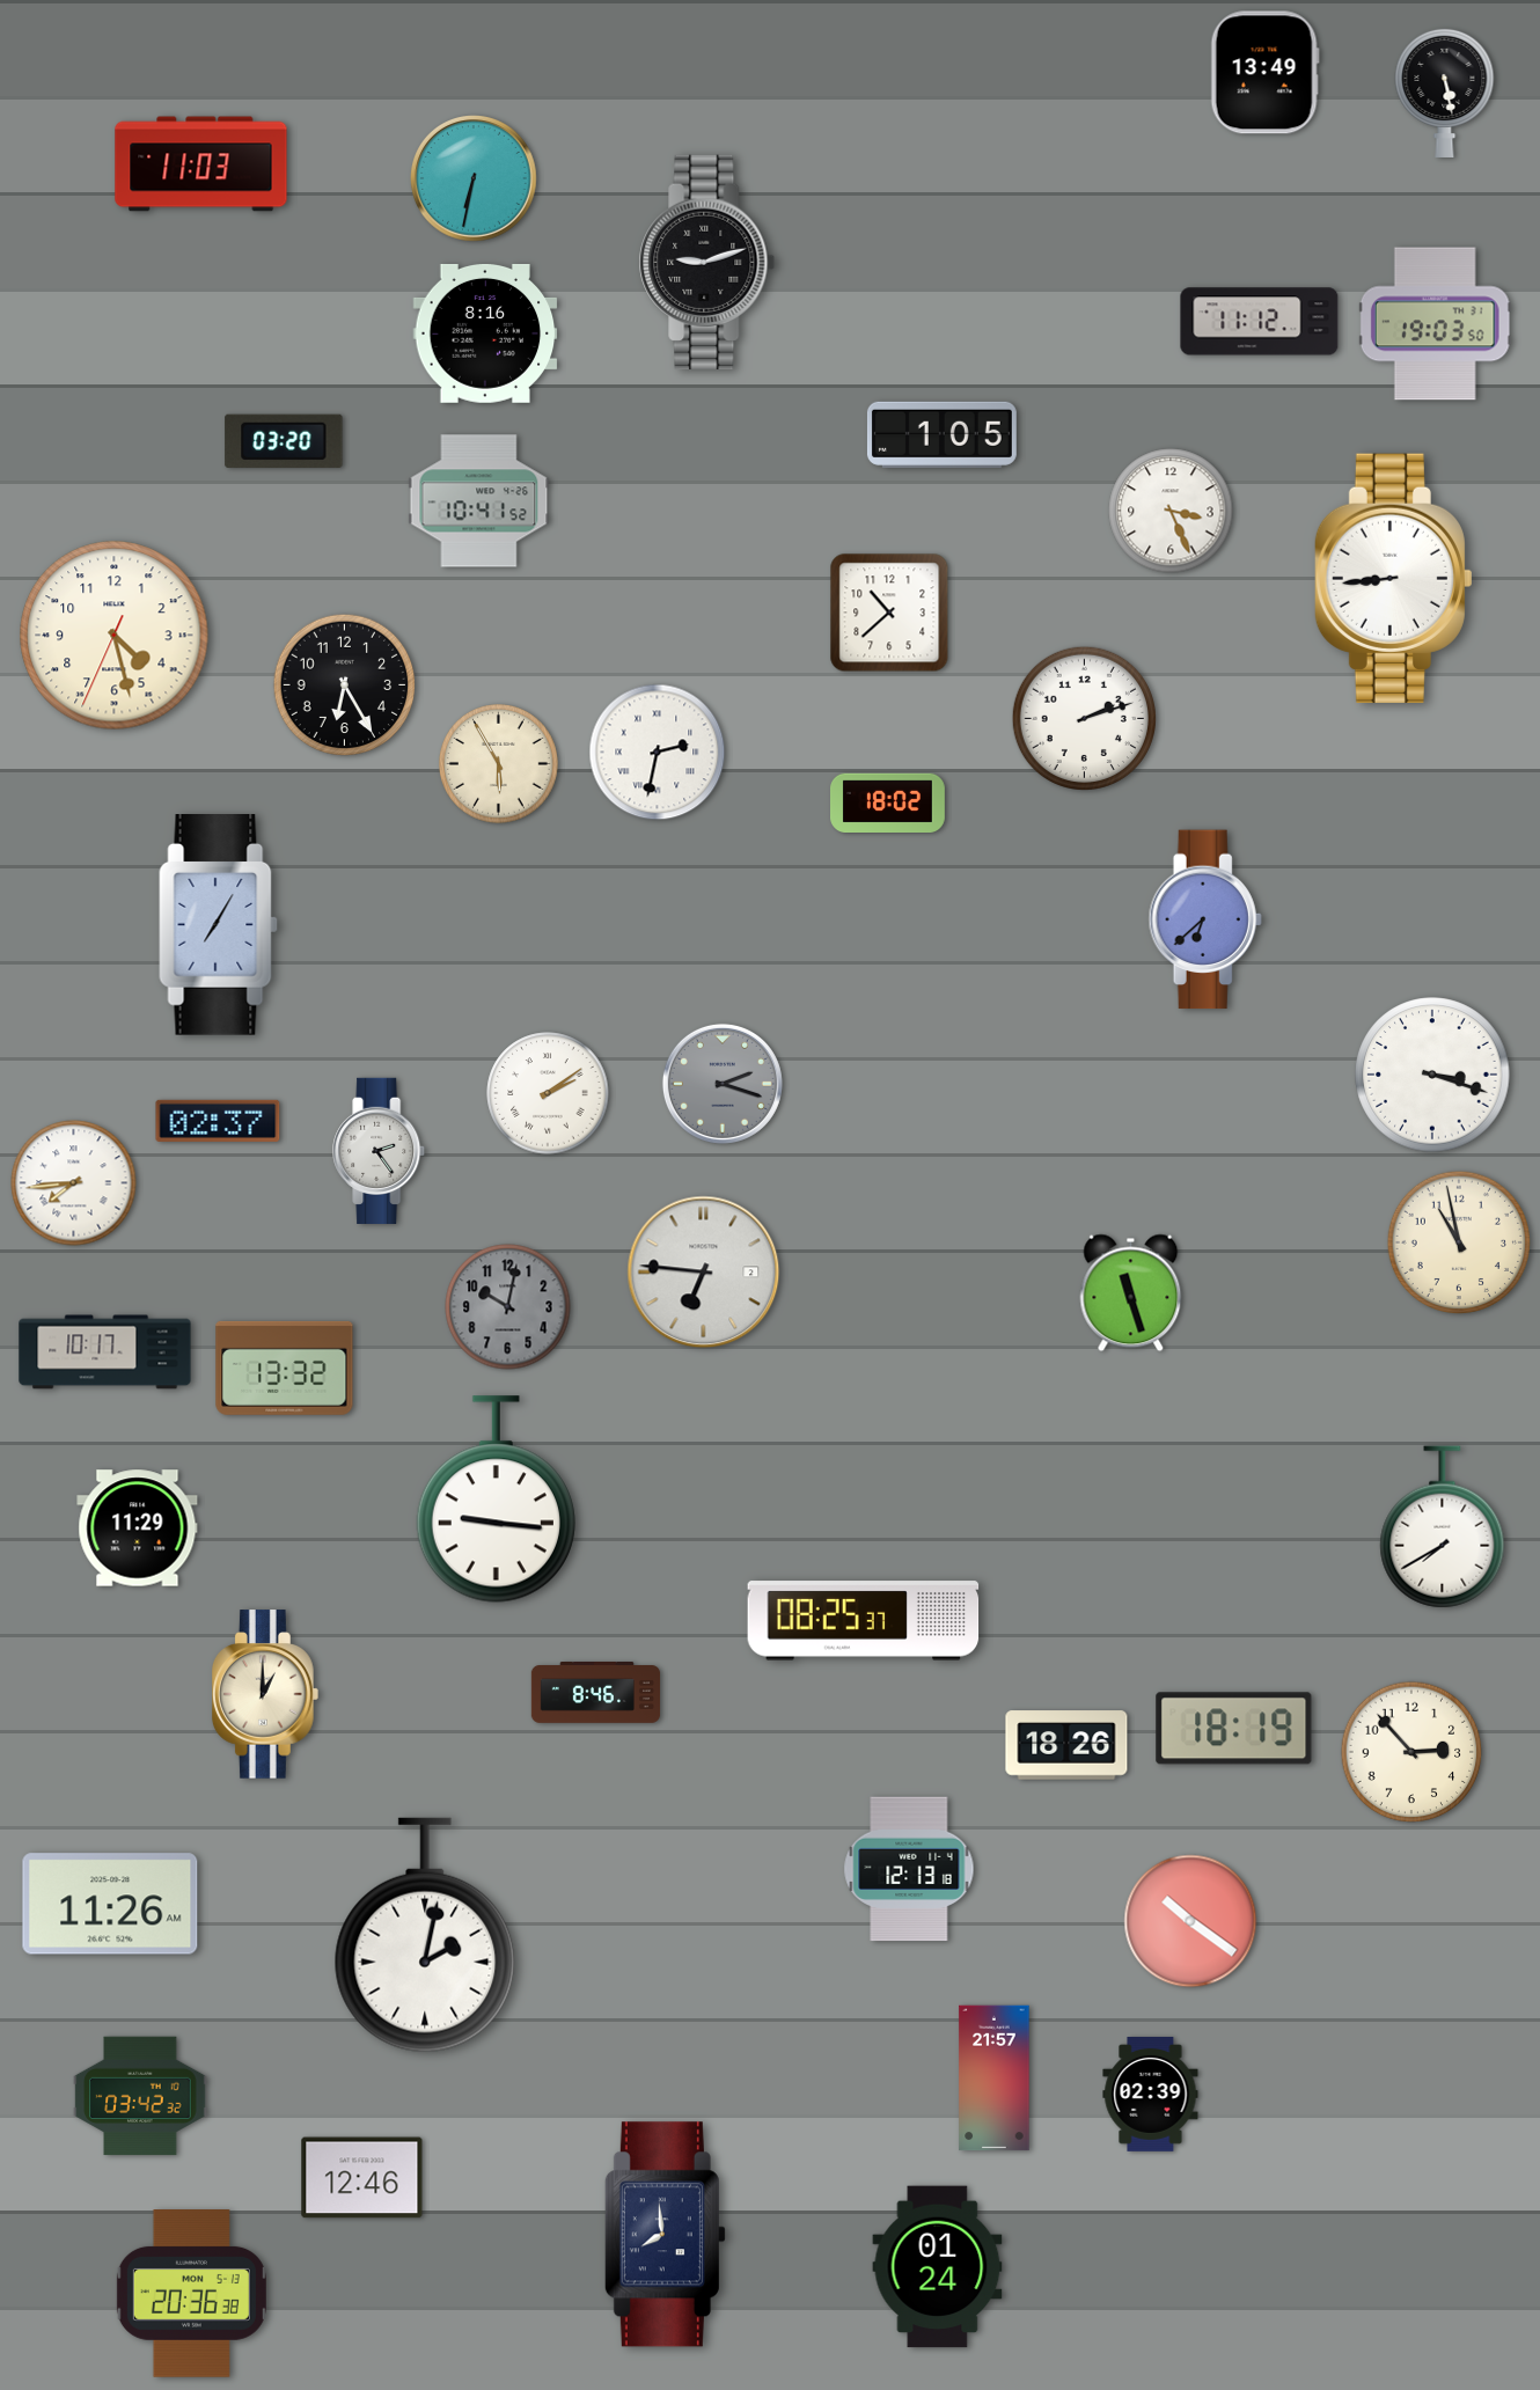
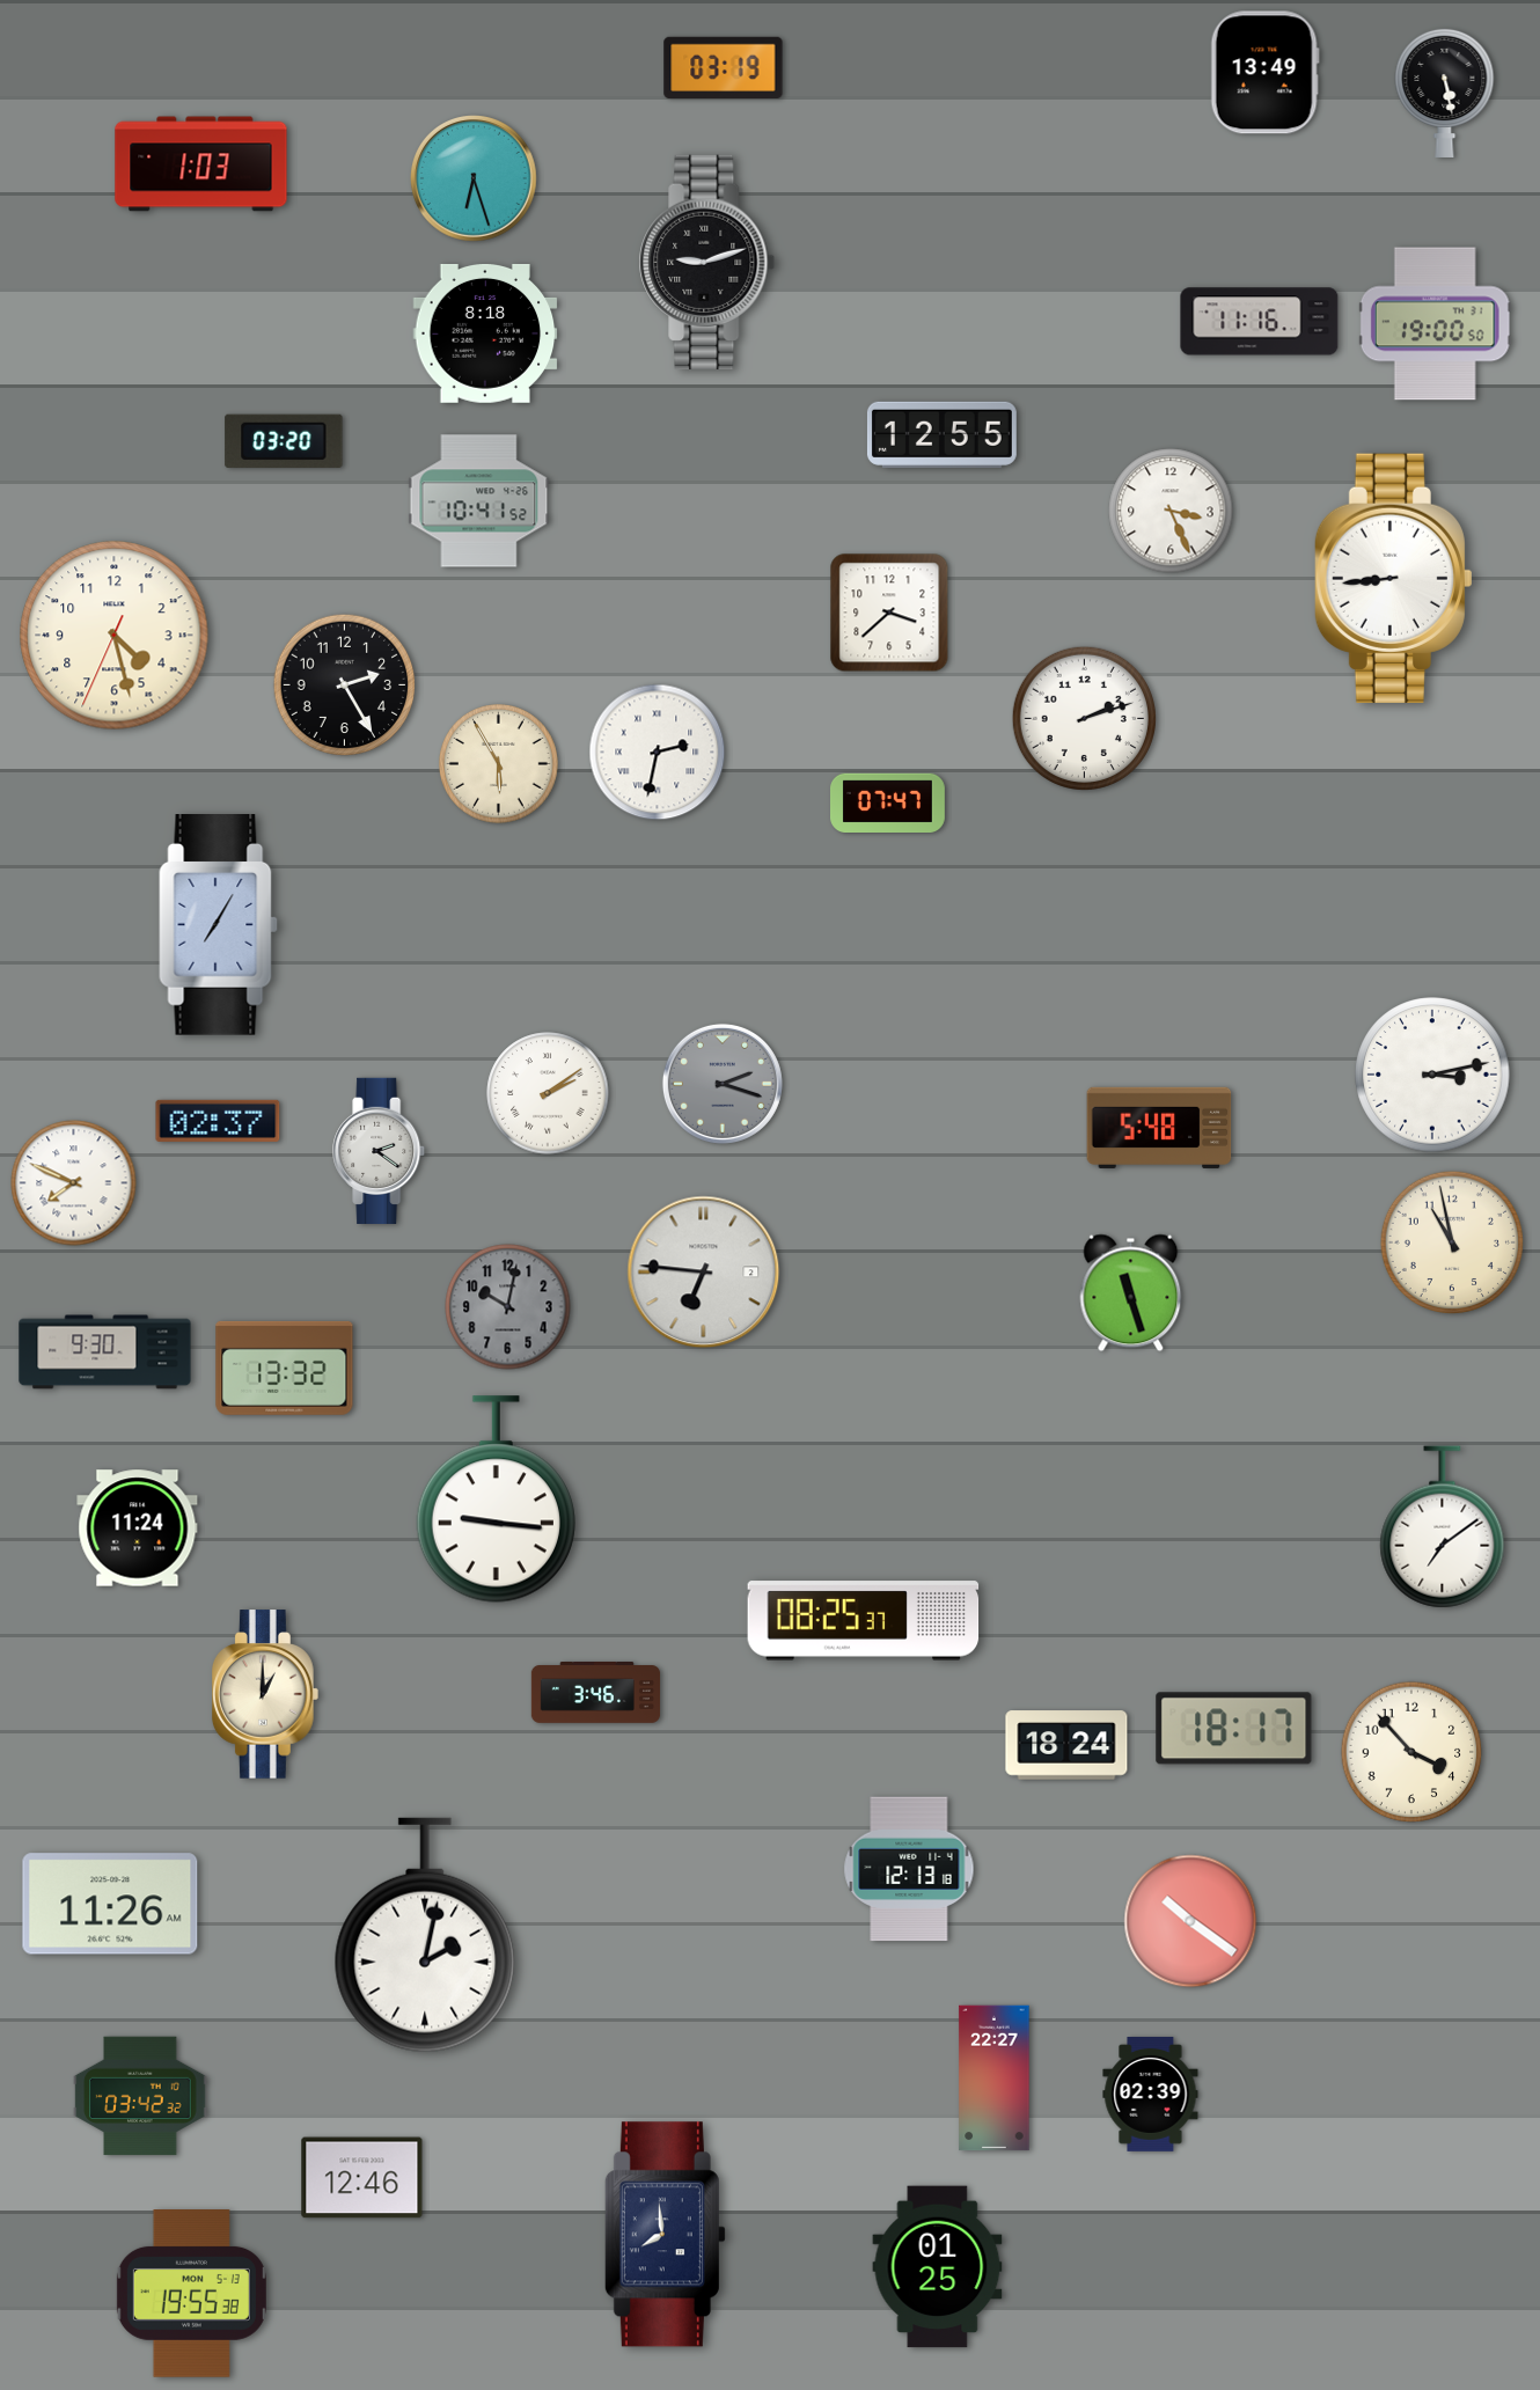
clock at (724, 67): none -> 03:19
clock at (201, 164): 11:03 -> 1:03
clock at (475, 179): 6:32 -> 6:27
clock at (1260, 322): 11:12 -> 11:16
clock at (1435, 324): 19:03 -> 19:00
clock at (485, 333): 8:16 -> 8:18
clock at (941, 434): 1:05 -> 12:55
clock at (889, 613): 10:38 -> 3:38
clock at (345, 686): 6:25 -> 2:25
clock at (888, 802): 18:02 -> 07:47
clock at (1205, 919): 6:38 -> none
clock at (1432, 1075): 3:18 -> 3:13
clock at (1159, 1128): none -> 5:48
clock at (380, 1151): 2:24 -> 2:21
clock at (74, 1183): 7:44 -> 7:49
clock at (1459, 1242) position: (1459, 1242) -> (1452, 1242)
clock at (105, 1352): 10:17 -> 9:30
clock at (1443, 1527): 7:40 -> 7:09
clock at (138, 1528): 11:29 -> 11:24
clock at (596, 1693): 8:46 -> 3:46
clock at (1234, 1729): 18:19 -> 18:17
clock at (1066, 1745): 18:26 -> 18:24
clock at (1411, 1752): 2:53 -> 3:53
clock at (995, 2079): 21:57 -> 22:27
clock at (938, 2267): 01:24 -> 01:25
clock at (191, 2294): 20:36 -> 19:55
